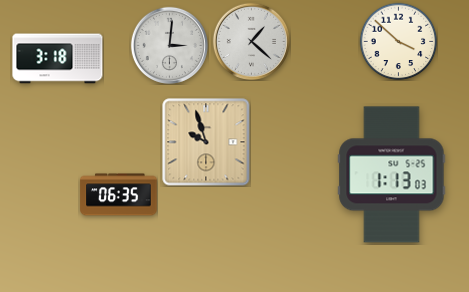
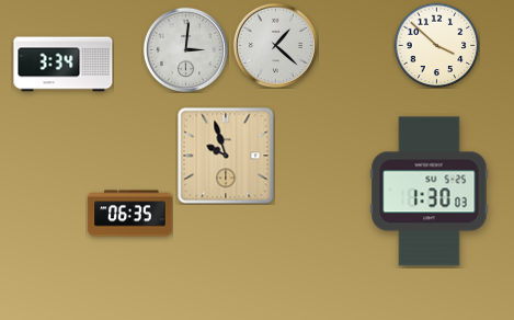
clock at (58, 59): 3:18 -> 3:34
clock at (392, 175): 1:13 -> 1:30
